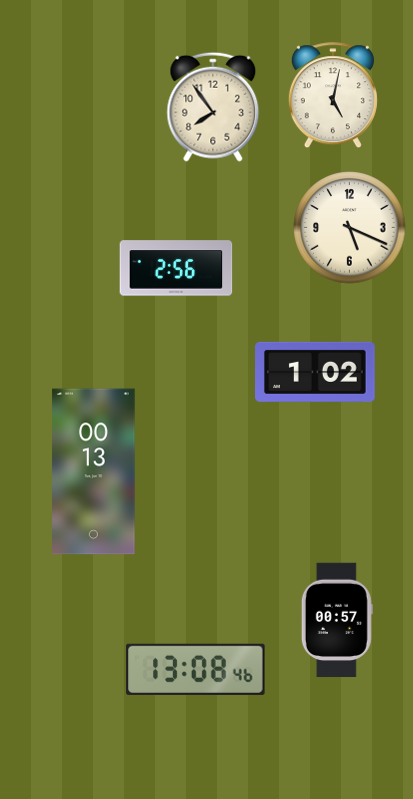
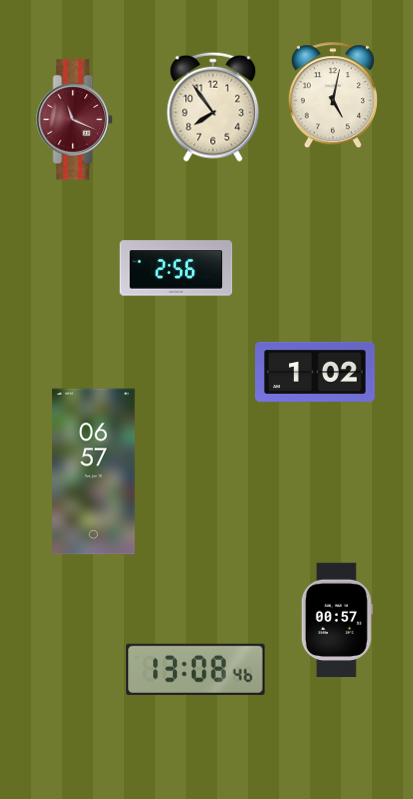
clock at (75, 120): none -> 11:19
clock at (350, 228): 5:19 -> none
clock at (94, 472): 00:13 -> 06:57
